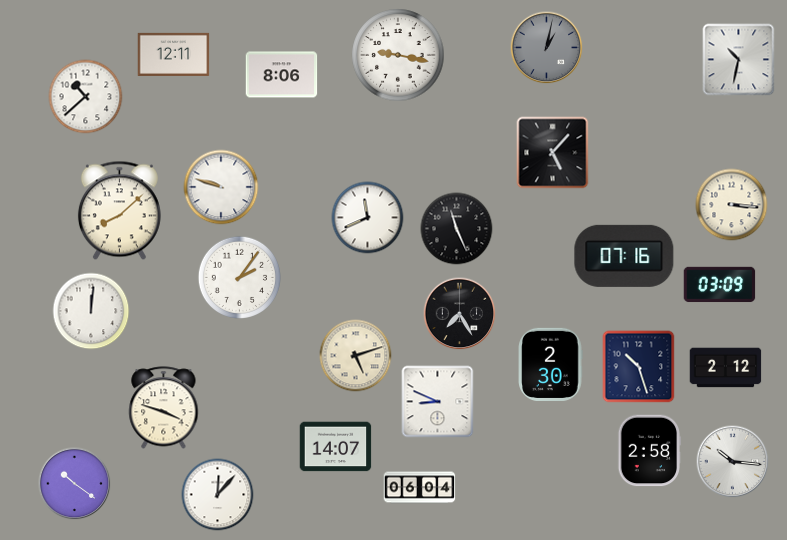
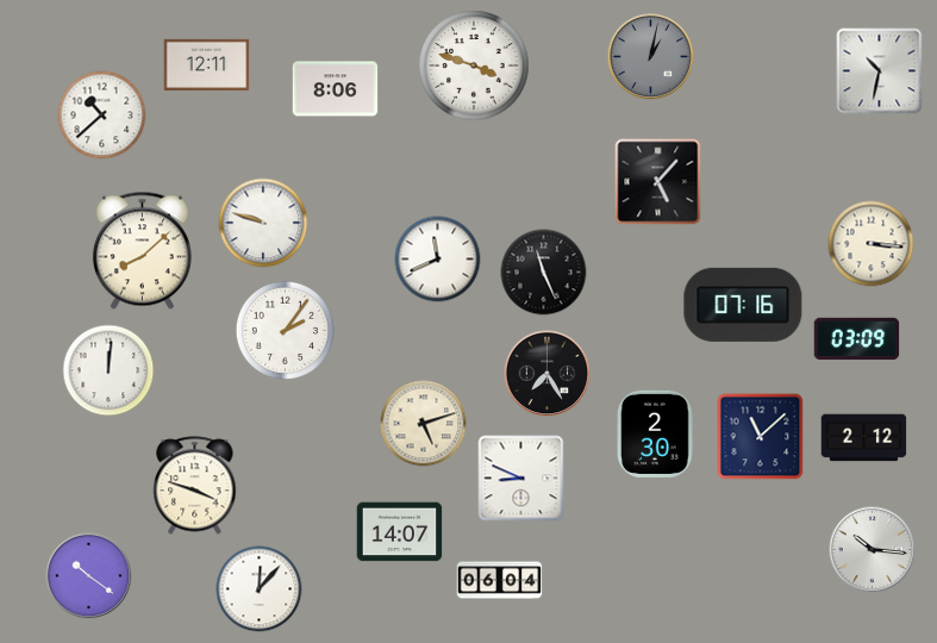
clock at (398, 55): 9:17 -> 3:48
clock at (639, 367): 10:27 -> 11:08
clock at (650, 451): 2:58 -> none
